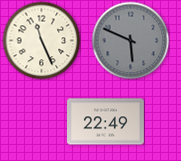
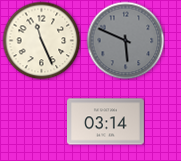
clock at (130, 40) position: (130, 40) -> (125, 40)
clock at (106, 122): 22:49 -> 03:14
